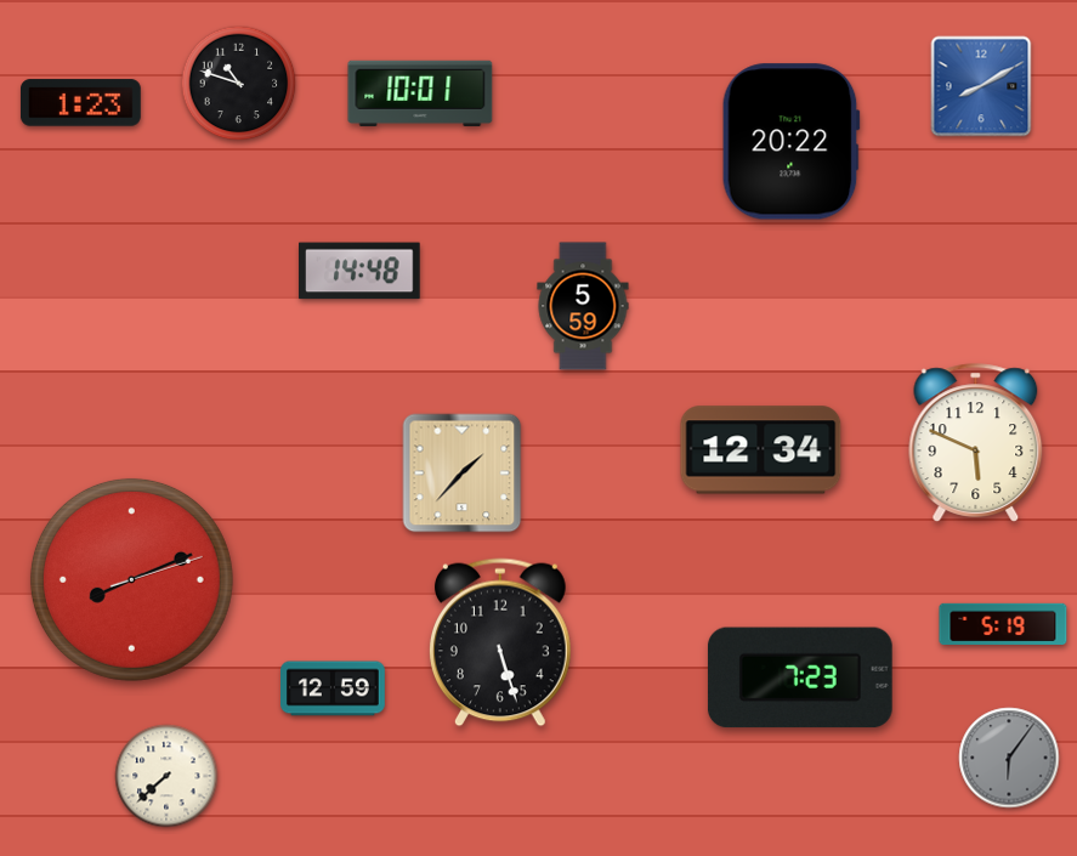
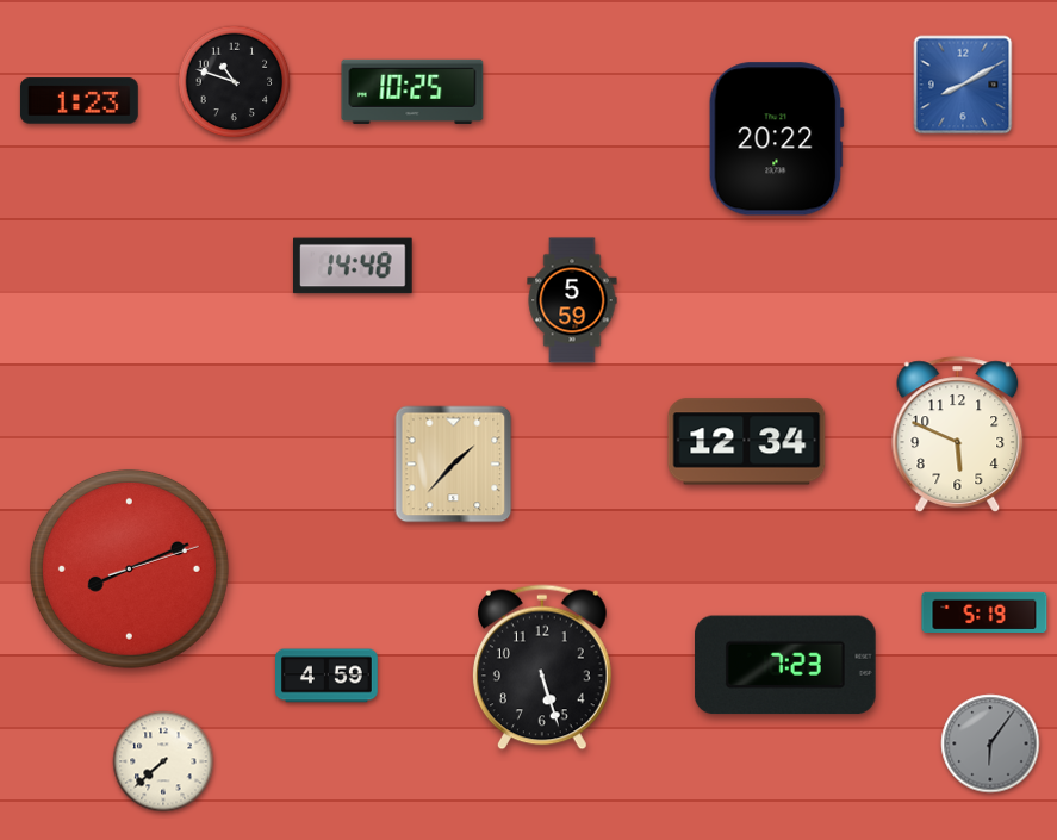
clock at (420, 93): 10:01 -> 10:25
clock at (500, 642) position: (500, 642) -> (542, 667)
clock at (334, 688): 12:59 -> 4:59
